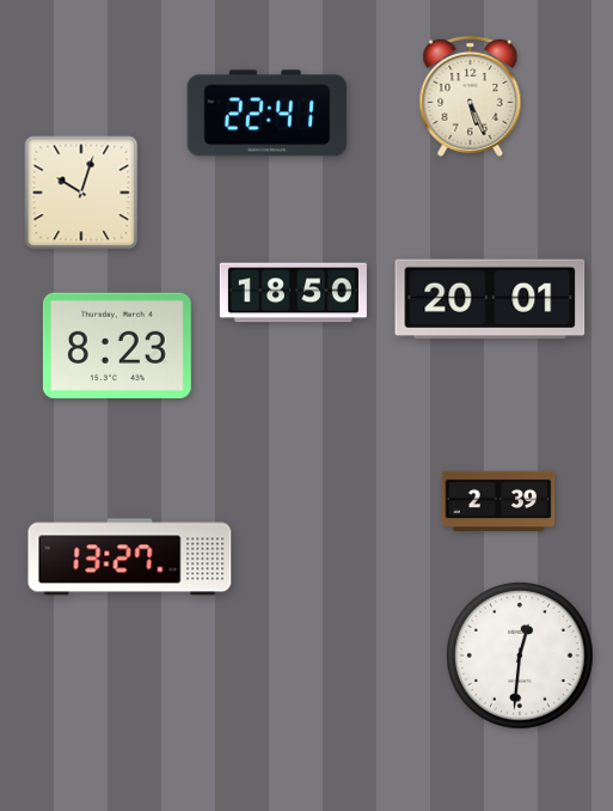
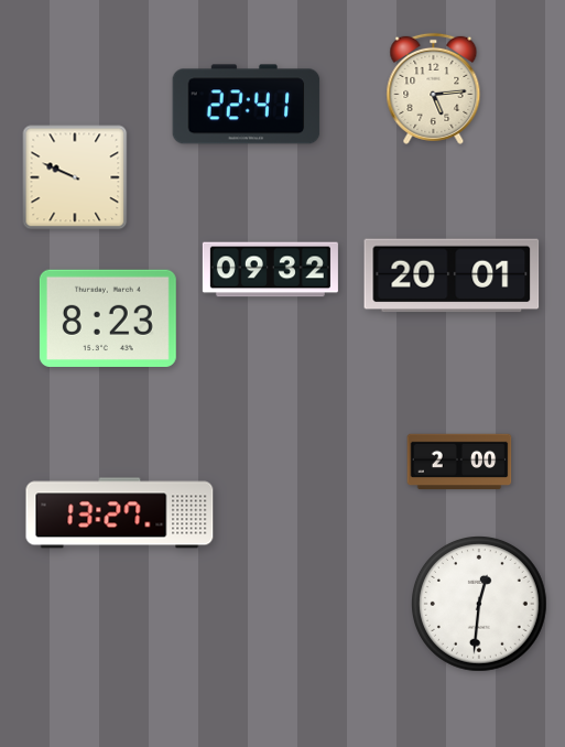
clock at (471, 96): 5:26 -> 5:14
clock at (81, 193): 10:03 -> 9:49
clock at (293, 293): 18:50 -> 09:32
clock at (498, 501): 2:39 -> 2:00
